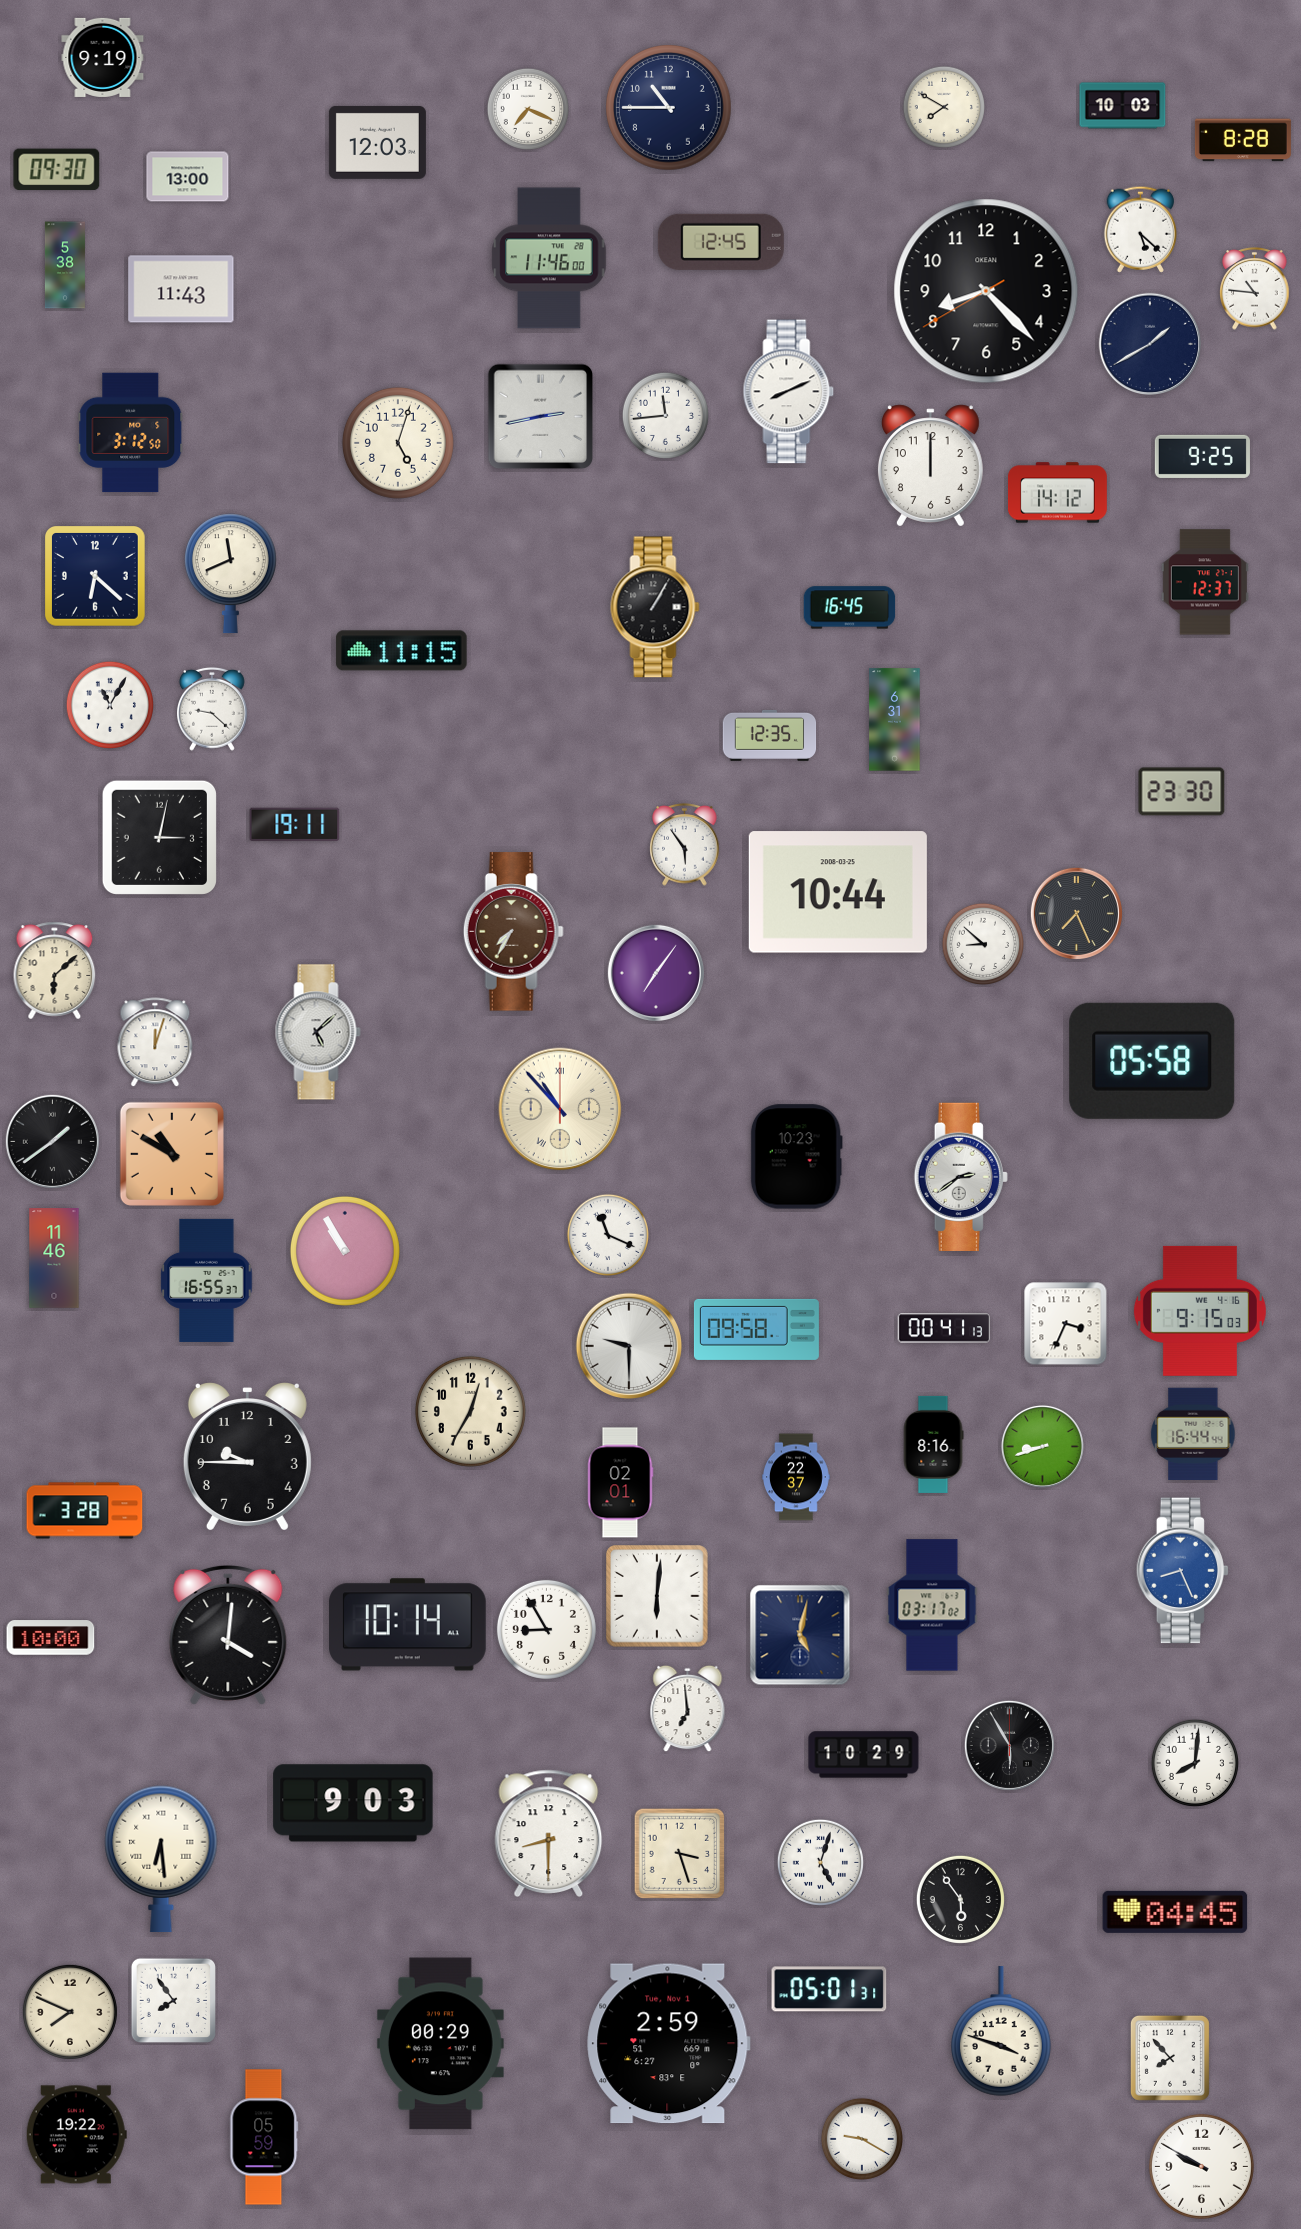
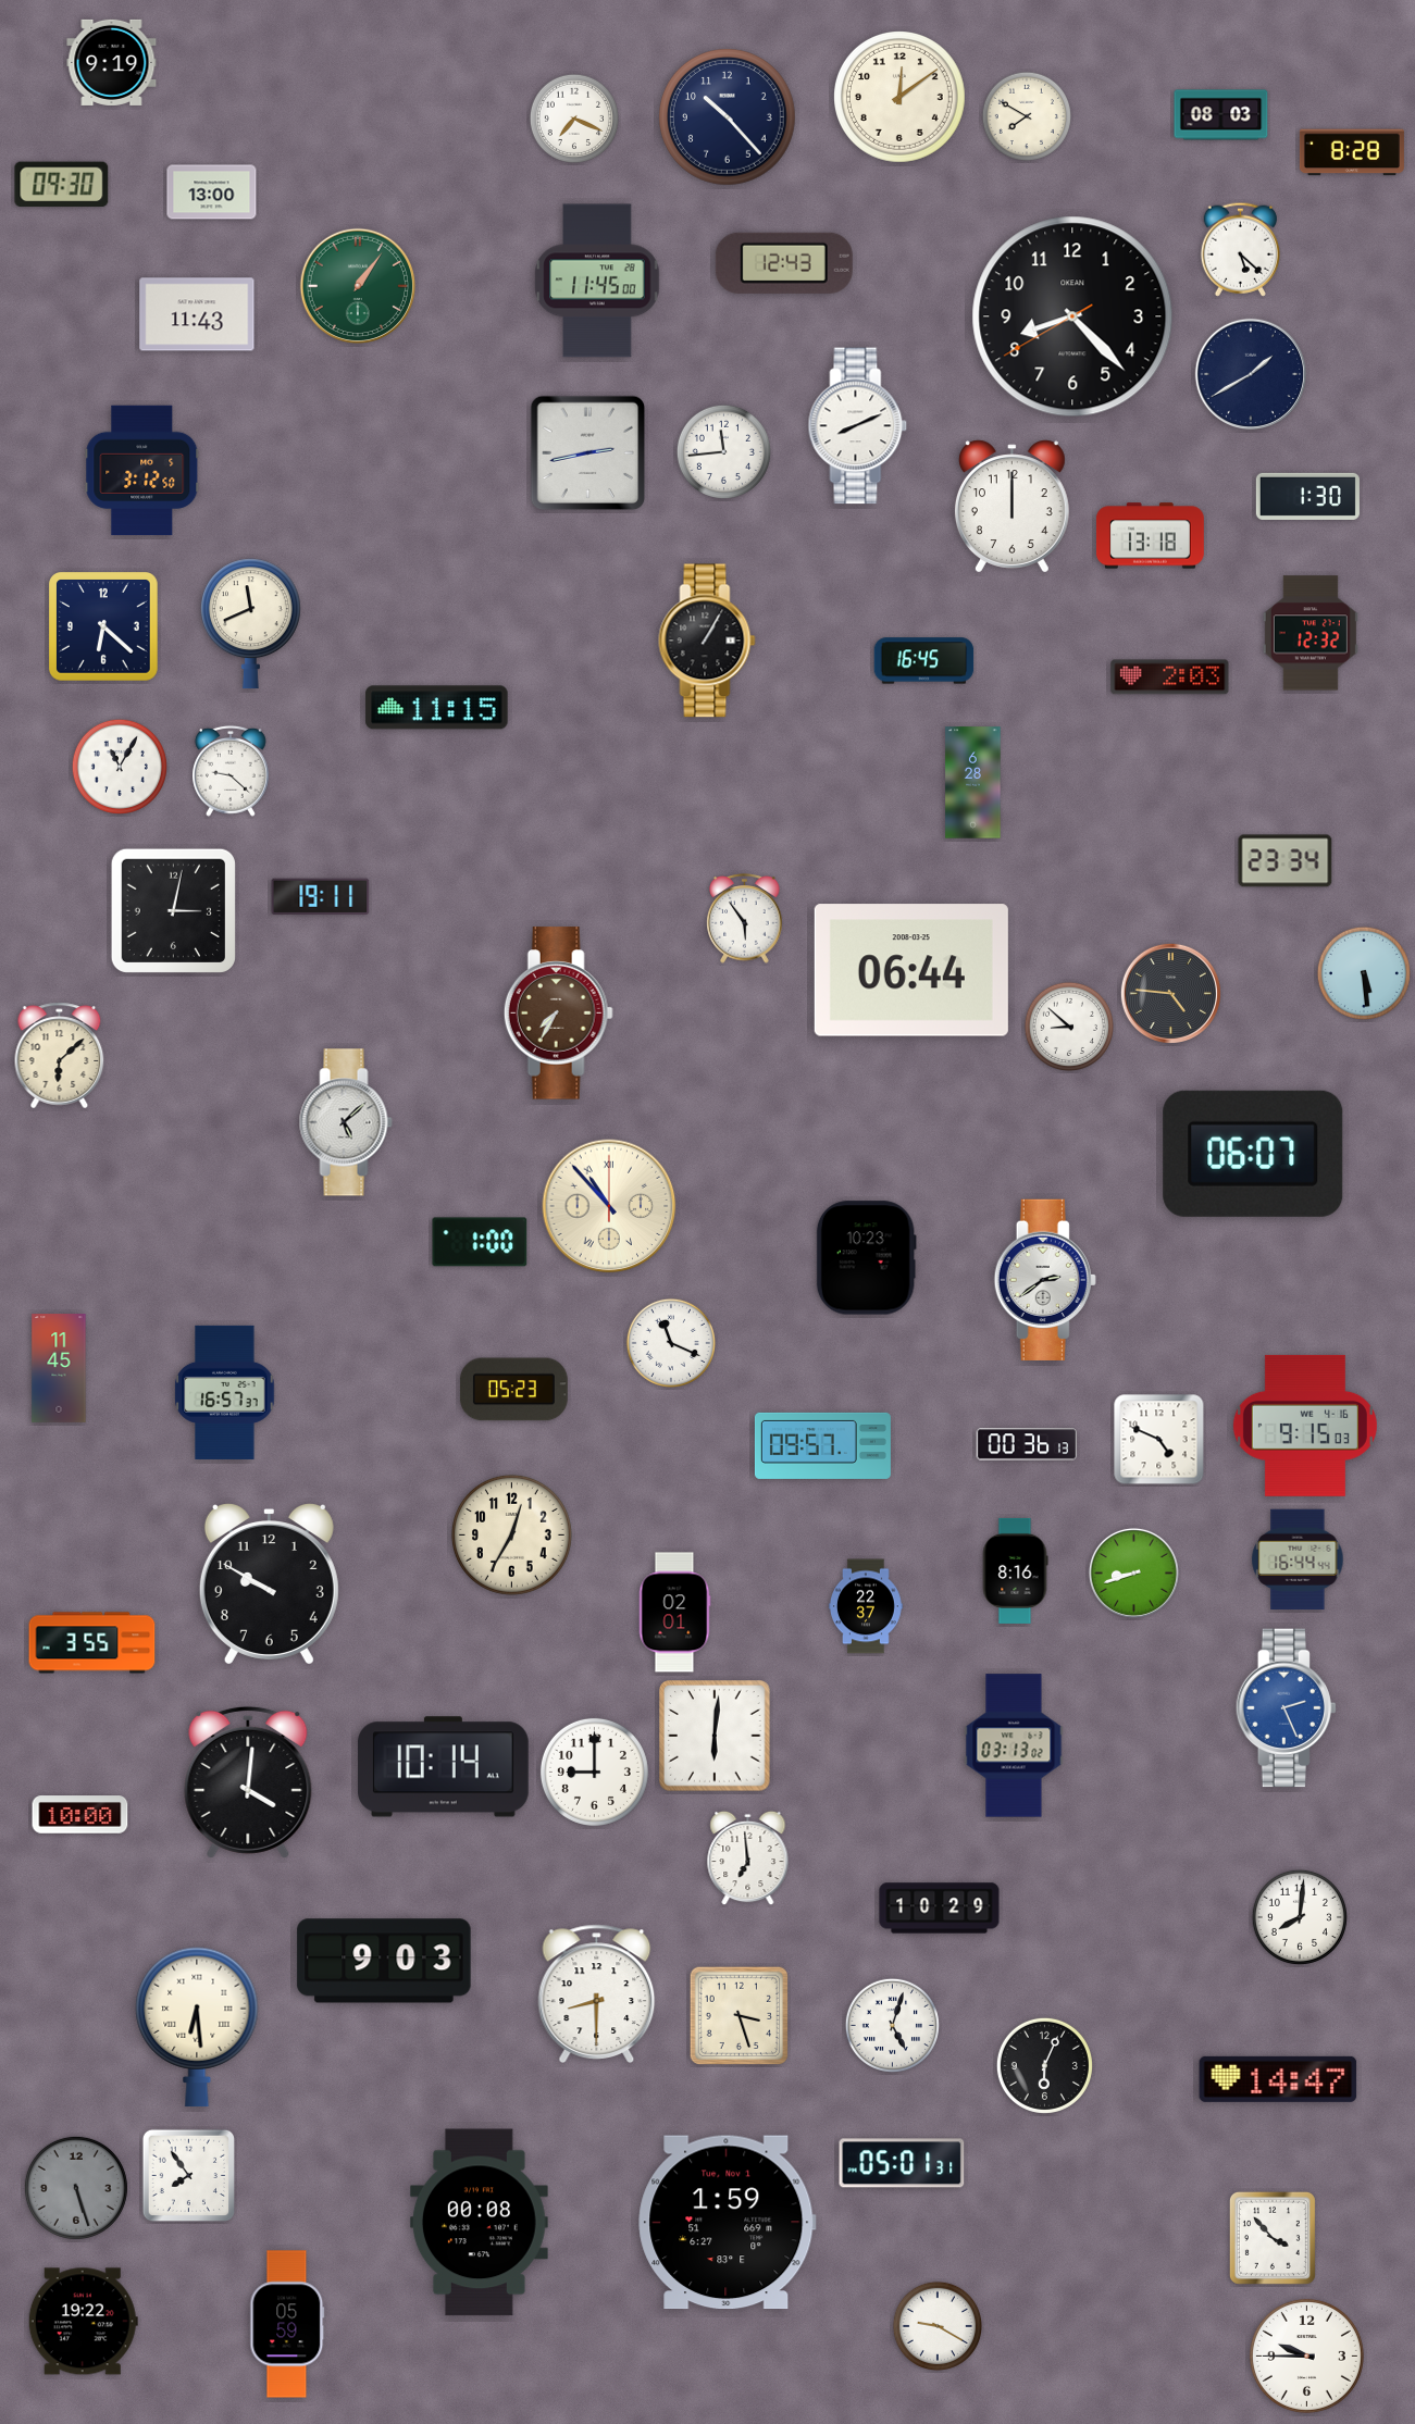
clock at (901, 98): none -> 12:09
clock at (1123, 106): 10:03 -> 08:03
clock at (669, 108): 10:45 -> 10:23
clock at (377, 142): 12:03 -> none
clock at (188, 177) position: (188, 177) -> (212, 192)
clock at (721, 242): 12:45 -> 12:43
clock at (549, 258): 11:46 -> 11:45
clock at (358, 286): none -> 1:06
clock at (65, 265): 5:38 -> none
clock at (1255, 289): 10:46 -> none
clock at (398, 443): 5:03 -> none
clock at (1202, 456): 9:25 -> 1:30
clock at (1058, 493): 14:12 -> 13:18
clock at (1205, 582): 12:37 -> 12:32
clock at (655, 607) position: (655, 607) -> (707, 641)
clock at (1170, 678): none -> 2:03
clock at (895, 720): 6:31 -> 6:28
clock at (770, 735): 12:35 -> none
clock at (1182, 792): 23:30 -> 23:34
clock at (838, 892): 10:44 -> 06:44
clock at (1364, 973): none -> 5:29
clock at (1076, 913): 7:26 -> 4:46
clock at (656, 973): 7:06 -> none
clock at (155, 1043): 12:03 -> none
clock at (1152, 1061): 05:58 -> 06:07
clock at (52, 1141): 1:39 -> none
clock at (480, 1242): none -> 1:00
clock at (172, 1154): 10:50 -> none
clock at (607, 1234) position: (607, 1234) -> (670, 1342)
clock at (345, 1251): 10:55 -> none
clock at (54, 1258): 11:46 -> 11:45
clock at (513, 1390): none -> 05:23
clock at (207, 1280): 16:55 -> 16:57
clock at (1066, 1324): 3:34 -> 4:49
clock at (944, 1328): 00:41 -> 00:36
clock at (756, 1329): 09:58 -> 09:57
clock at (629, 1346): 9:30 -> none
clock at (247, 1457): 9:45 -> 9:50
clock at (85, 1511): 3:28 -> 3:55
clock at (1183, 1571): 8:26 -> 2:26
clock at (932, 1605): 03:17 -> 03:13
clock at (546, 1629): 8:55 -> 9:00
clock at (228, 1635) position: (228, 1635) -> (248, 1782)
clock at (800, 1635): 5:02 -> none
clock at (51, 1638) position: (51, 1638) -> (80, 1815)
clock at (1009, 1745): 5:55 -> none
clock at (161, 1859) position: (161, 1859) -> (197, 2027)
clock at (960, 1899): 5:54 -> 6:04
clock at (1175, 1912): 04:45 -> 14:47
clock at (70, 2012): 7:49 -> 5:27
clock at (70, 2012) dial: cream -> grey
clock at (1002, 2031): 3:48 -> none
clock at (440, 2044): 00:29 -> 00:08
clock at (669, 2044): 2:59 -> 1:59
clock at (1170, 2058): 7:53 -> 3:53
clock at (1201, 2166): 9:50 -> 9:45
